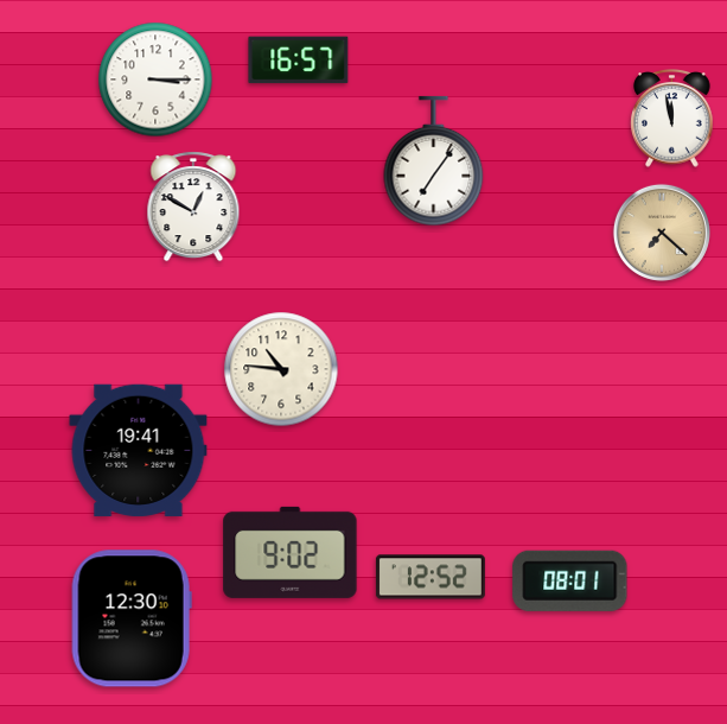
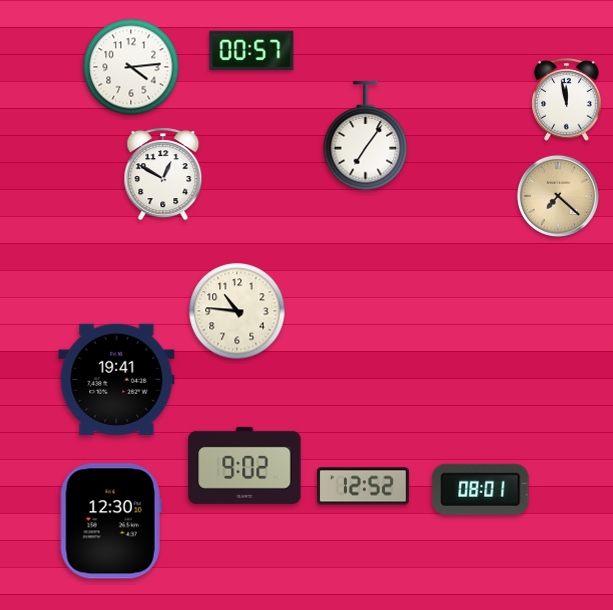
clock at (299, 61): 16:57 -> 00:57
clock at (155, 80): 3:15 -> 4:14
